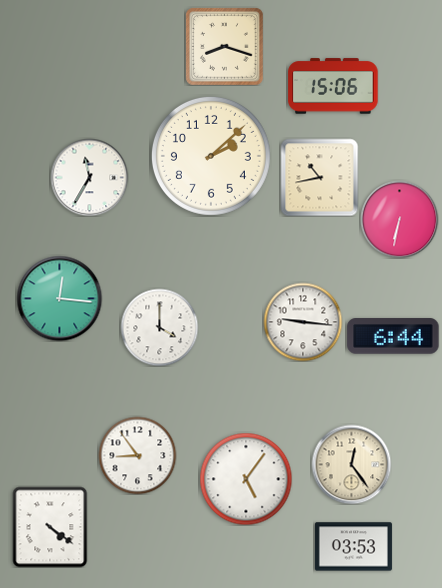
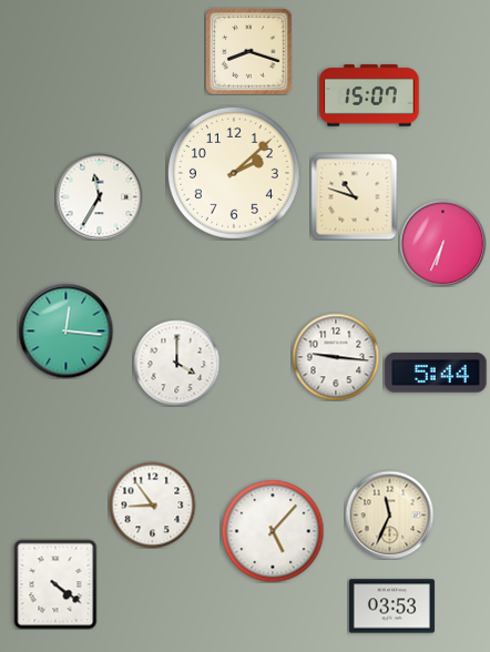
clock at (333, 86): 15:06 -> 15:07
clock at (319, 177): 10:43 -> 10:48
clock at (399, 219): 6:32 -> 6:34
clock at (393, 336): 6:44 -> 5:44
clock at (351, 464): 12:24 -> 11:34
clock at (246, 479): 5:06 -> 5:07
